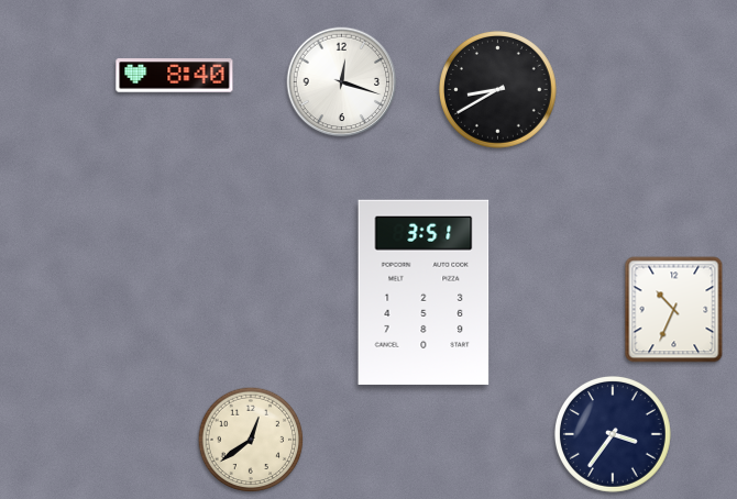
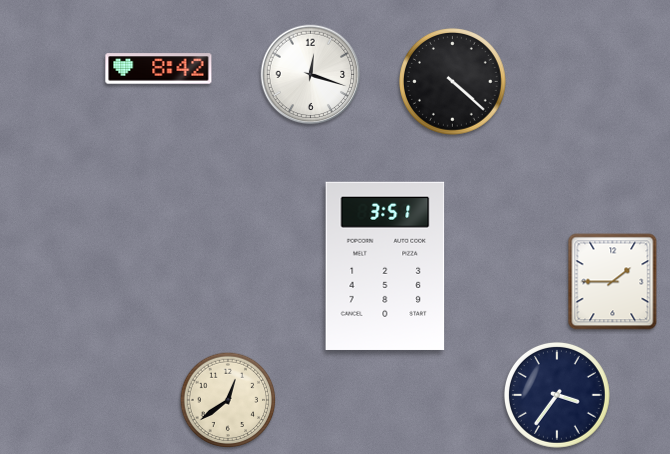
clock at (175, 76): 8:40 -> 8:42
clock at (498, 90): 8:40 -> 4:22
clock at (674, 310): 10:34 -> 1:45
